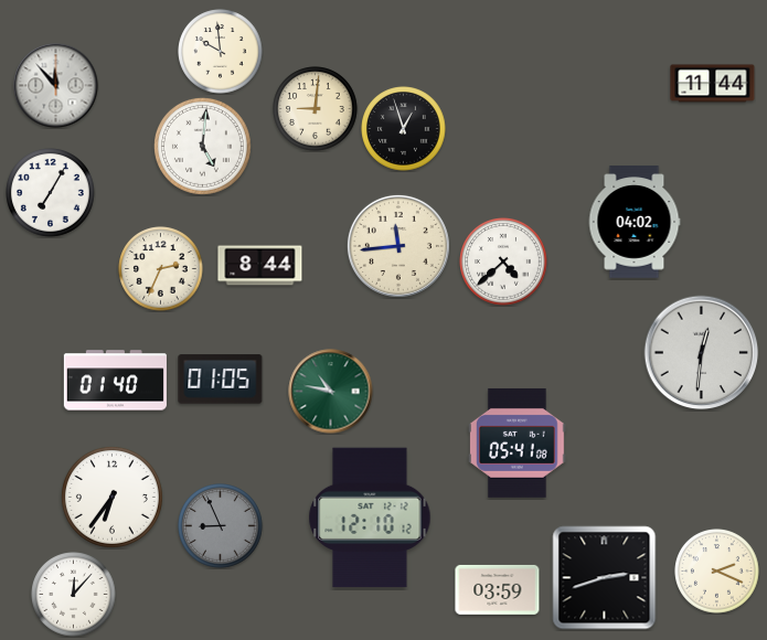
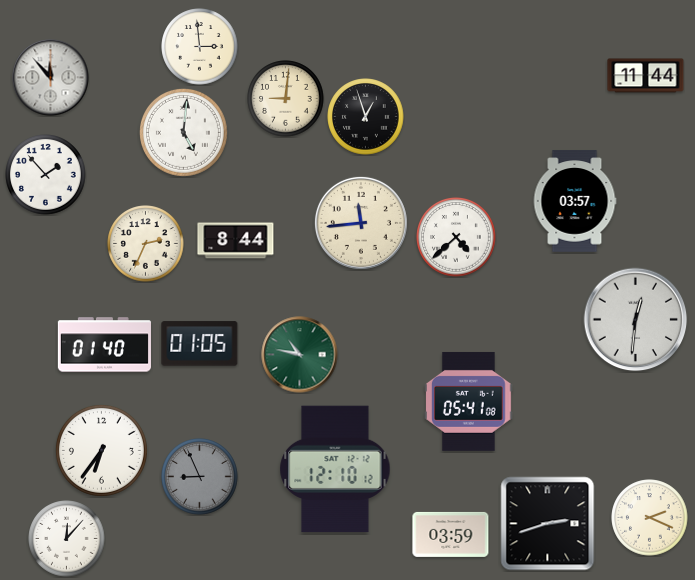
clock at (221, 52): 9:59 -> 2:59
clock at (51, 193): 7:05 -> 1:53
clock at (635, 222): 04:02 -> 03:57
